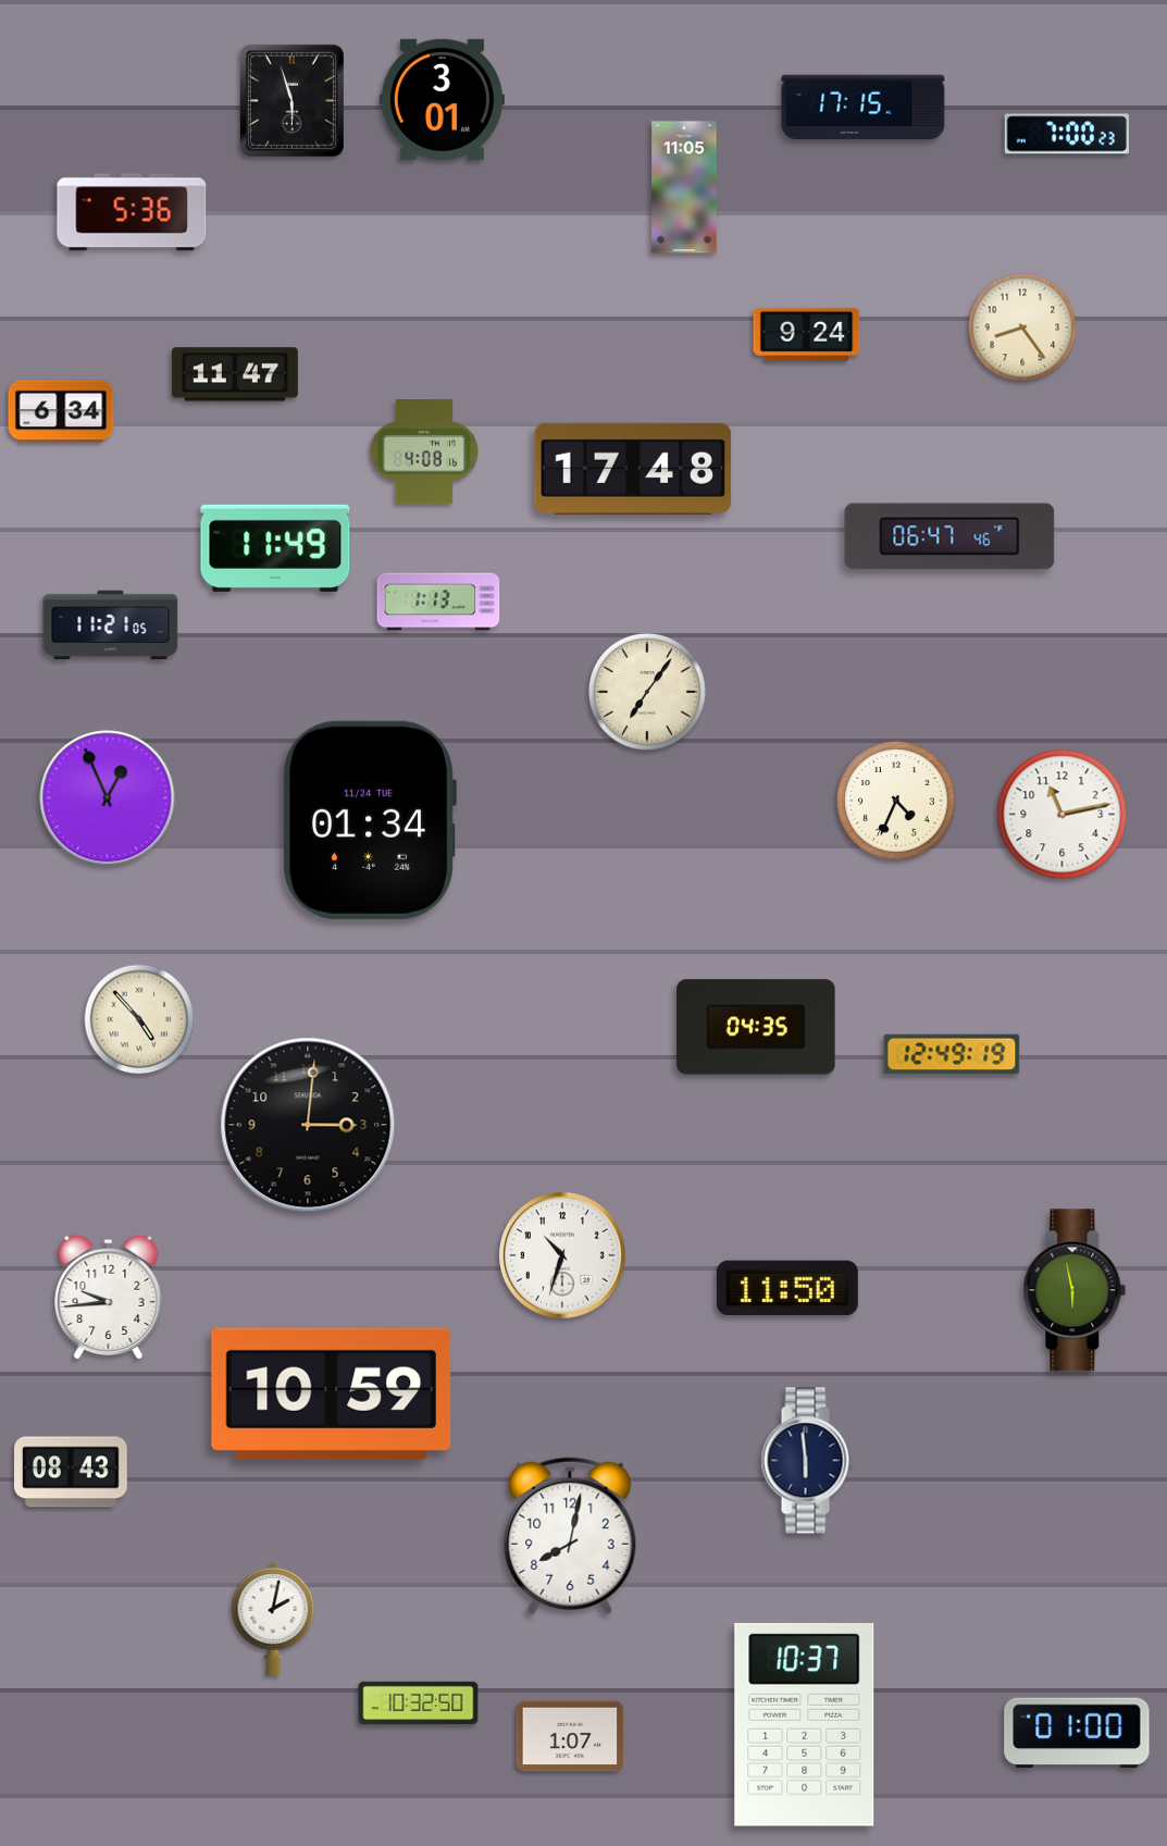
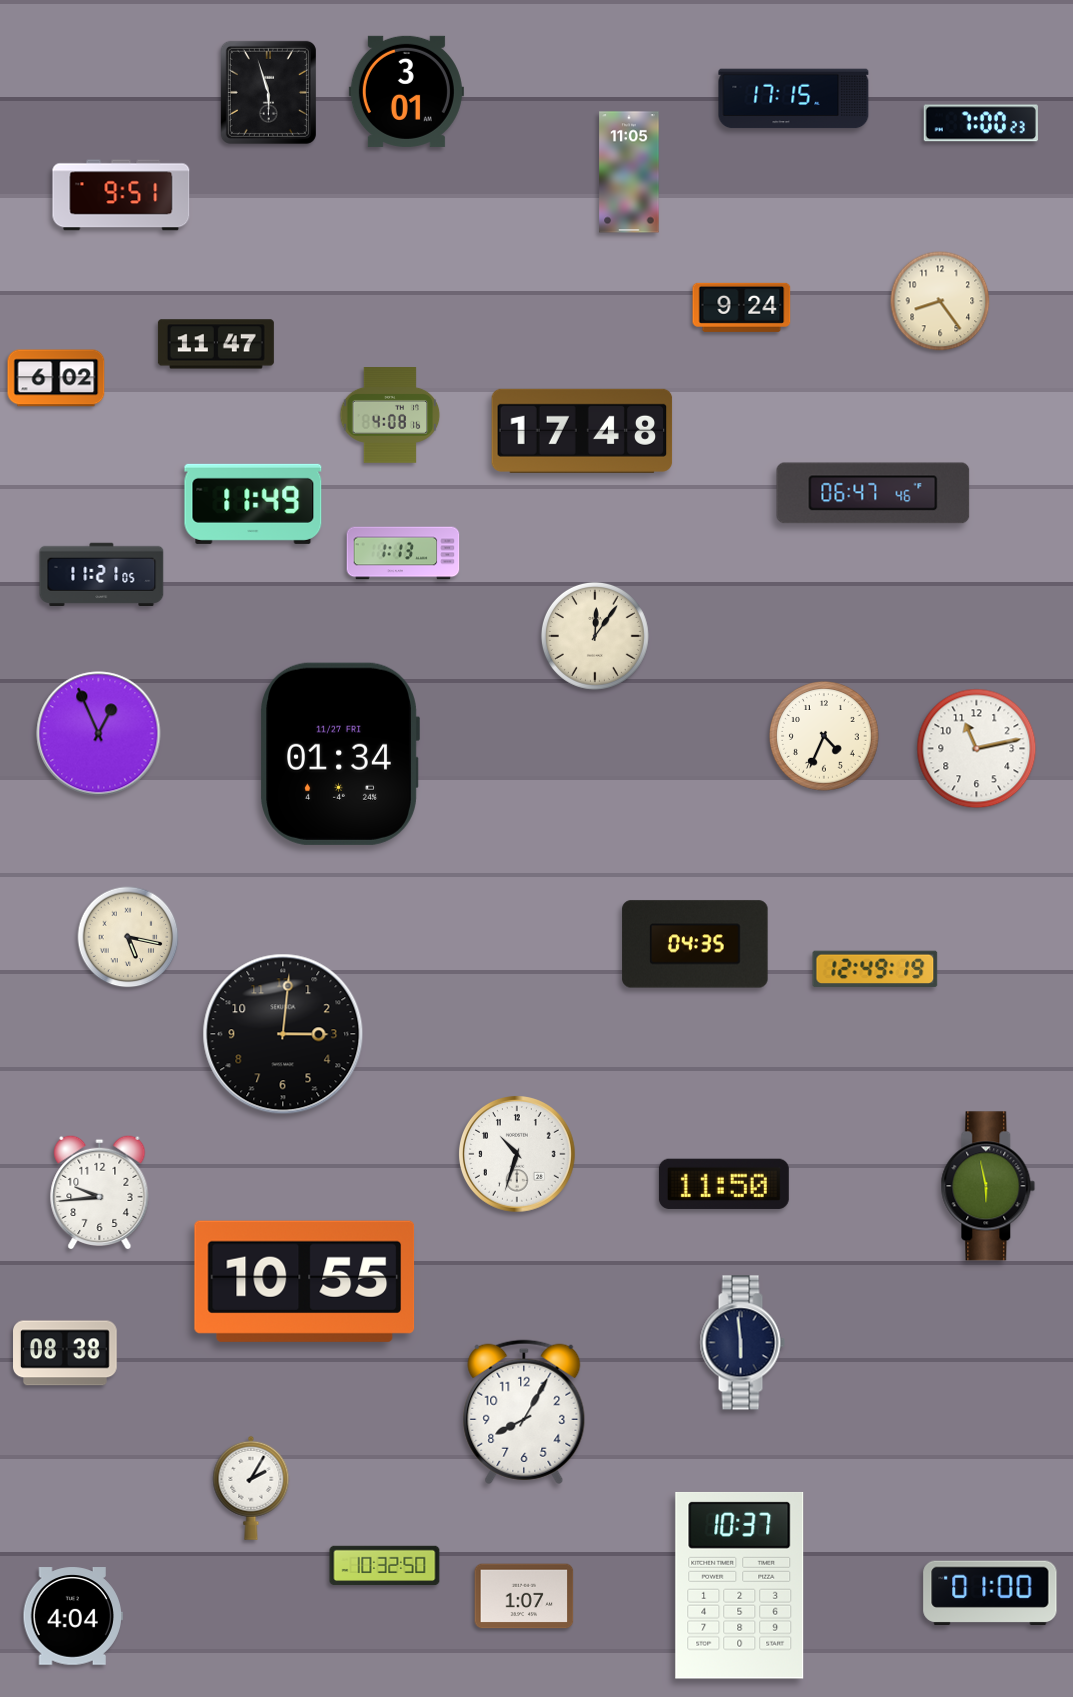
clock at (132, 212): 5:36 -> 9:51
clock at (61, 411): 6:34 -> 6:02
clock at (647, 692): 7:06 -> 12:06
clock at (370, 820) date: 11/24 TUE -> 11/27 FRI
clock at (139, 1019): 4:53 -> 5:17
clock at (332, 1393): 10:59 -> 10:55
clock at (72, 1472): 08:43 -> 08:38
clock at (570, 1536): 8:02 -> 8:05
clock at (273, 1619): 2:02 -> 2:05
clock at (72, 1616): none -> 4:04
